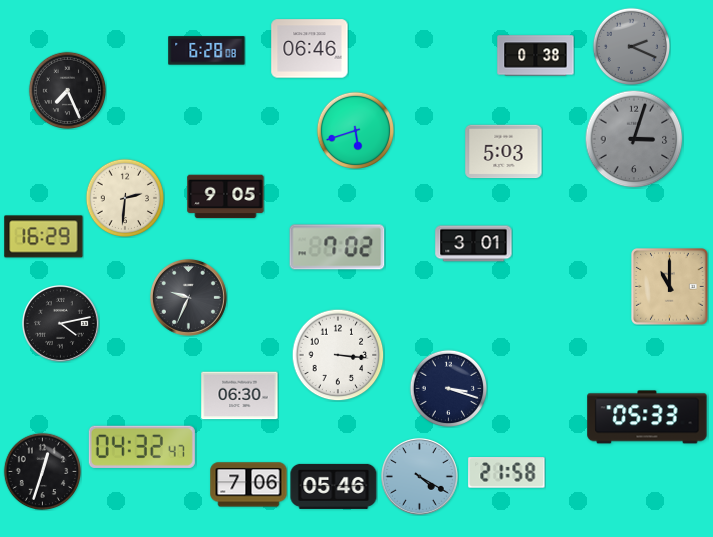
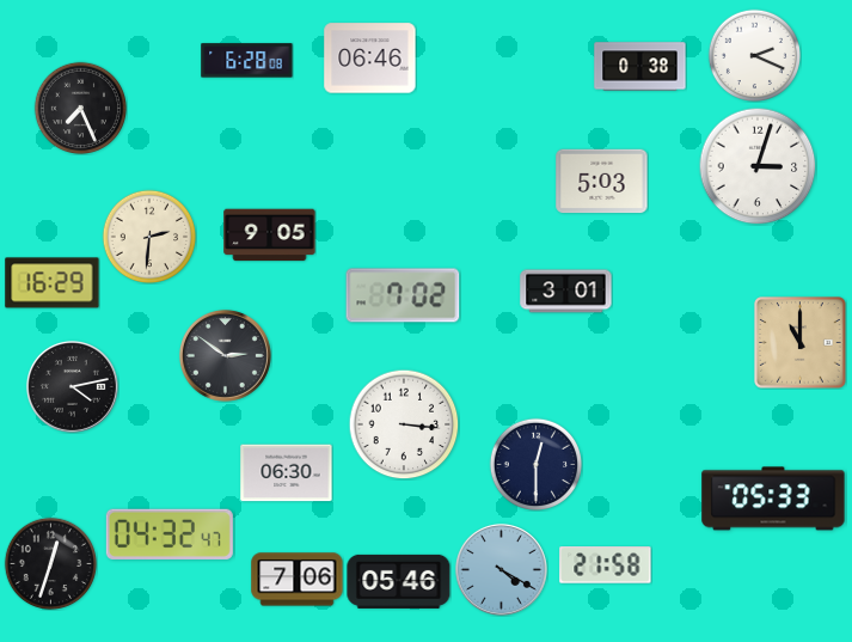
clock at (631, 46) dial: grey -> white
clock at (355, 130): 5:42 -> none
clock at (634, 139) dial: grey -> white
clock at (188, 297): 9:34 -> 2:51
clock at (448, 388): 3:18 -> 12:30
